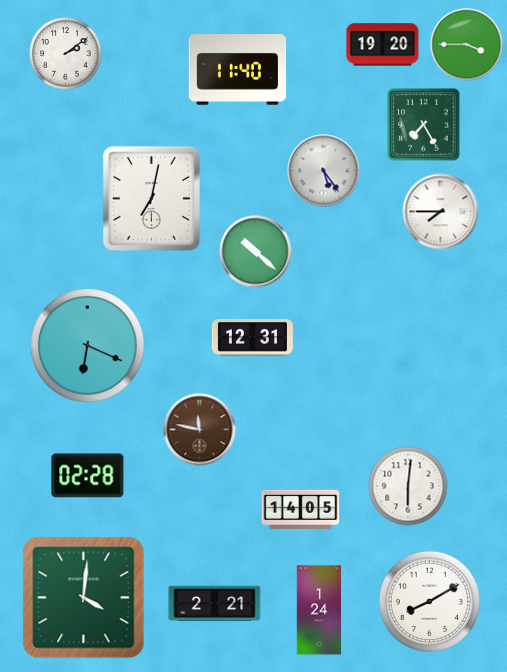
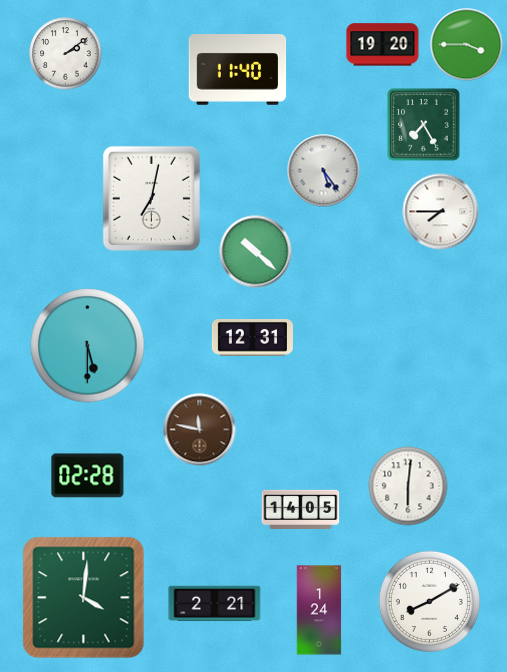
clock at (88, 346): 6:19 -> 5:30
